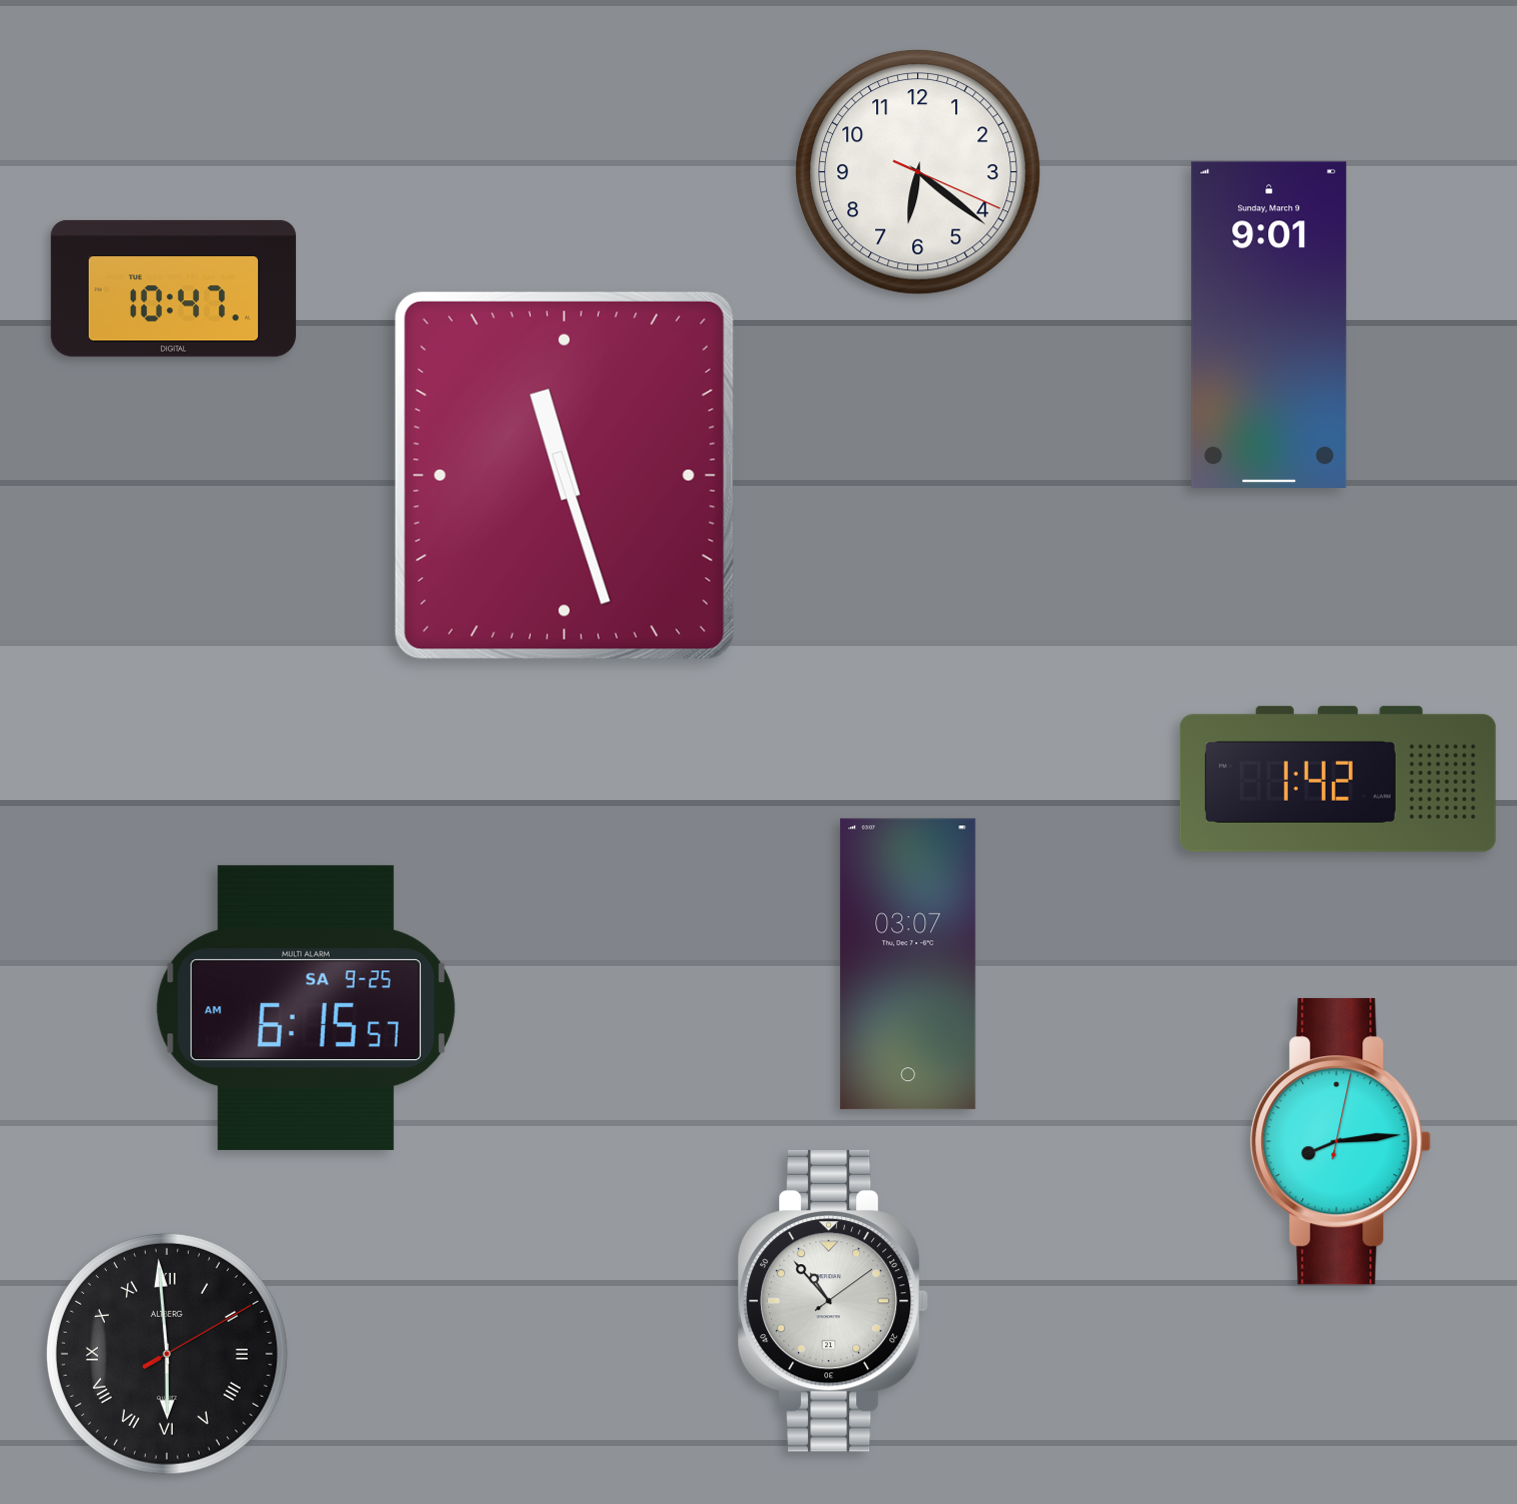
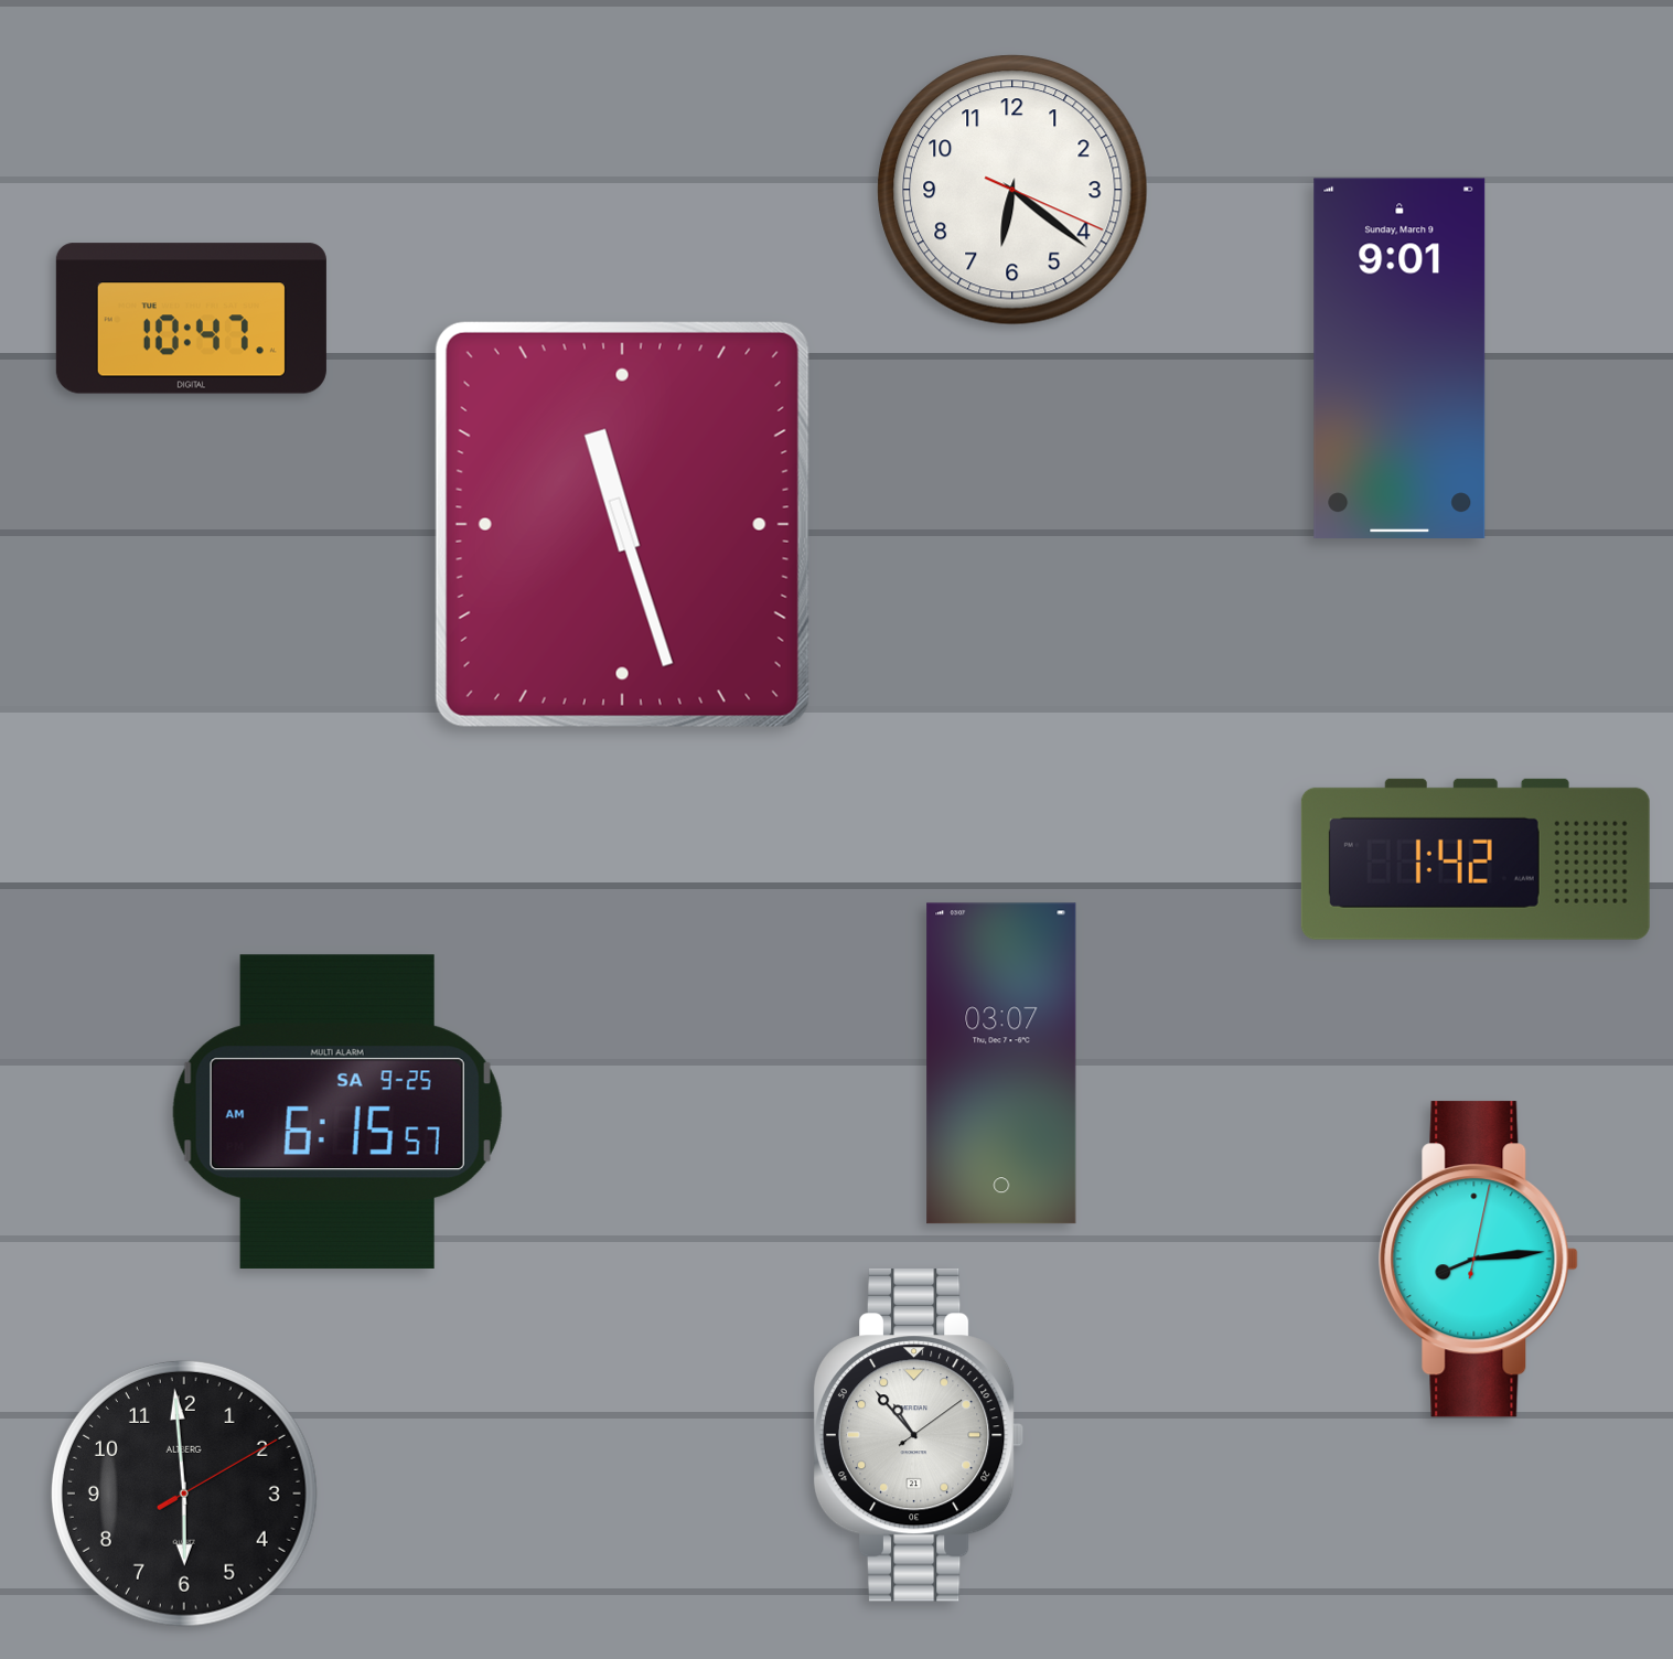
clock at (167, 1354) numerals: Roman -> Arabic
